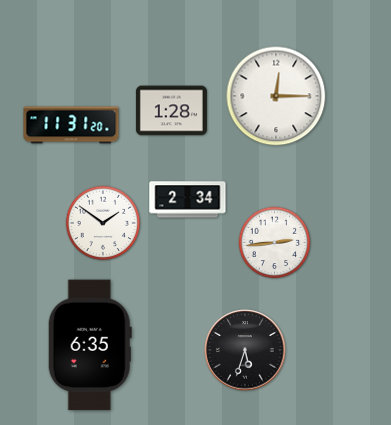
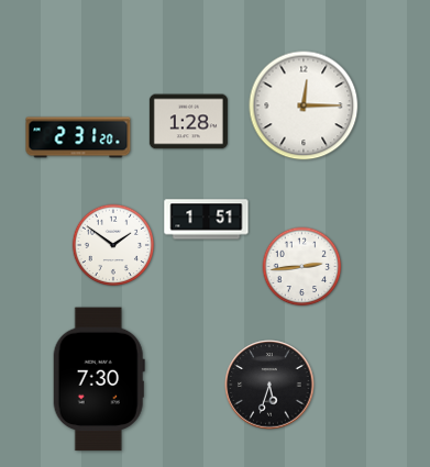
clock at (71, 125): 11:31 -> 2:31
clock at (188, 200): 2:34 -> 1:51
clock at (90, 345): 6:35 -> 7:30
